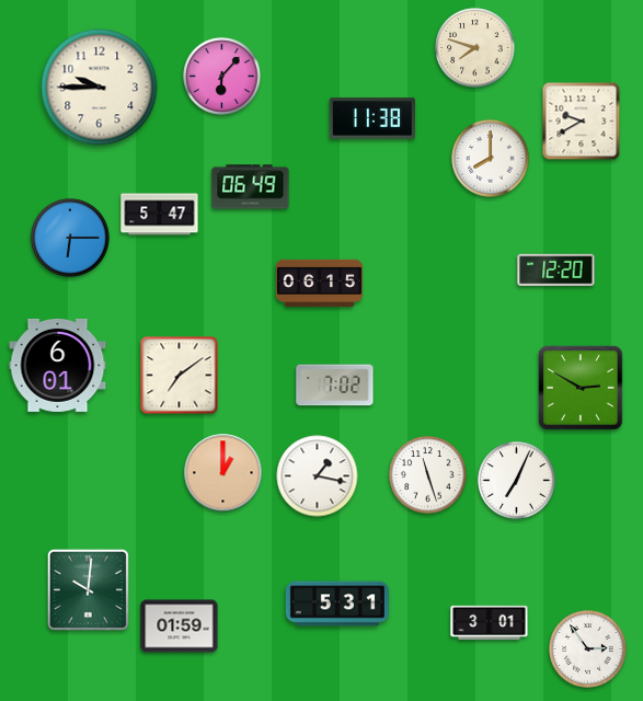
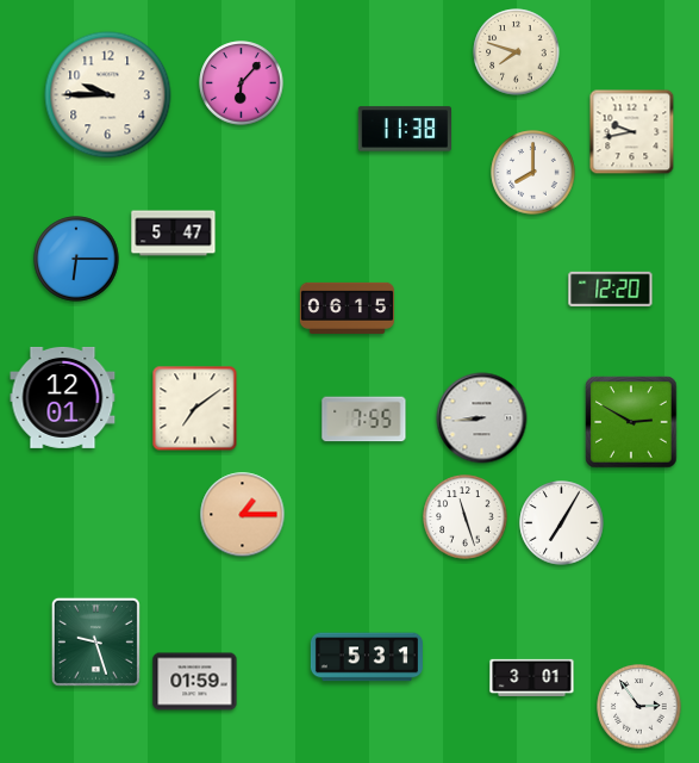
clock at (582, 122): 9:40 -> 9:43
clock at (251, 187): 06:49 -> none
clock at (556, 269) position: (556, 269) -> (611, 289)
clock at (58, 365): 6:01 -> 12:01
clock at (482, 418): none -> 8:44
clock at (335, 386): 7:02 -> 7:55
clock at (223, 473): 1:00 -> 1:15
clock at (318, 476): 1:17 -> none
clock at (517, 481): 7:04 -> 7:05
clock at (88, 589): 10:01 -> 9:27
